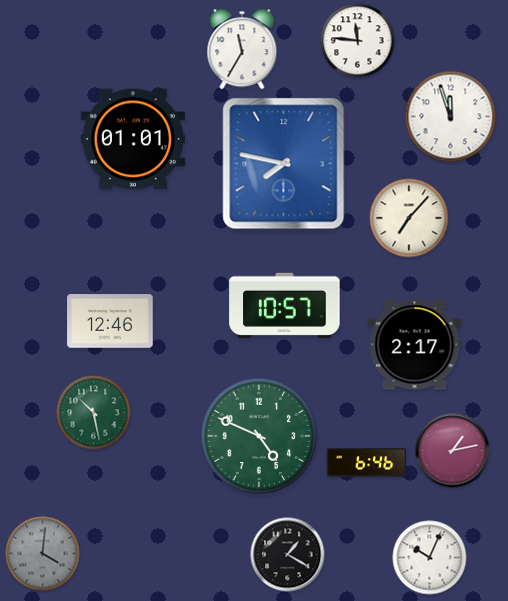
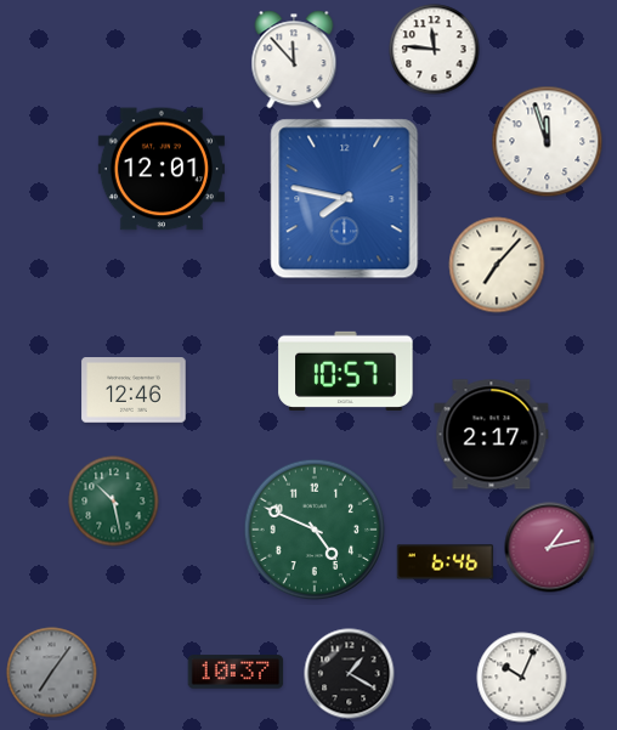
clock at (242, 49): 11:35 -> 11:53
clock at (133, 139): 01:01 -> 12:01
clock at (415, 345) position: (415, 345) -> (492, 435)
clock at (236, 672): none -> 10:37
clock at (43, 554): 4:01 -> 7:06
